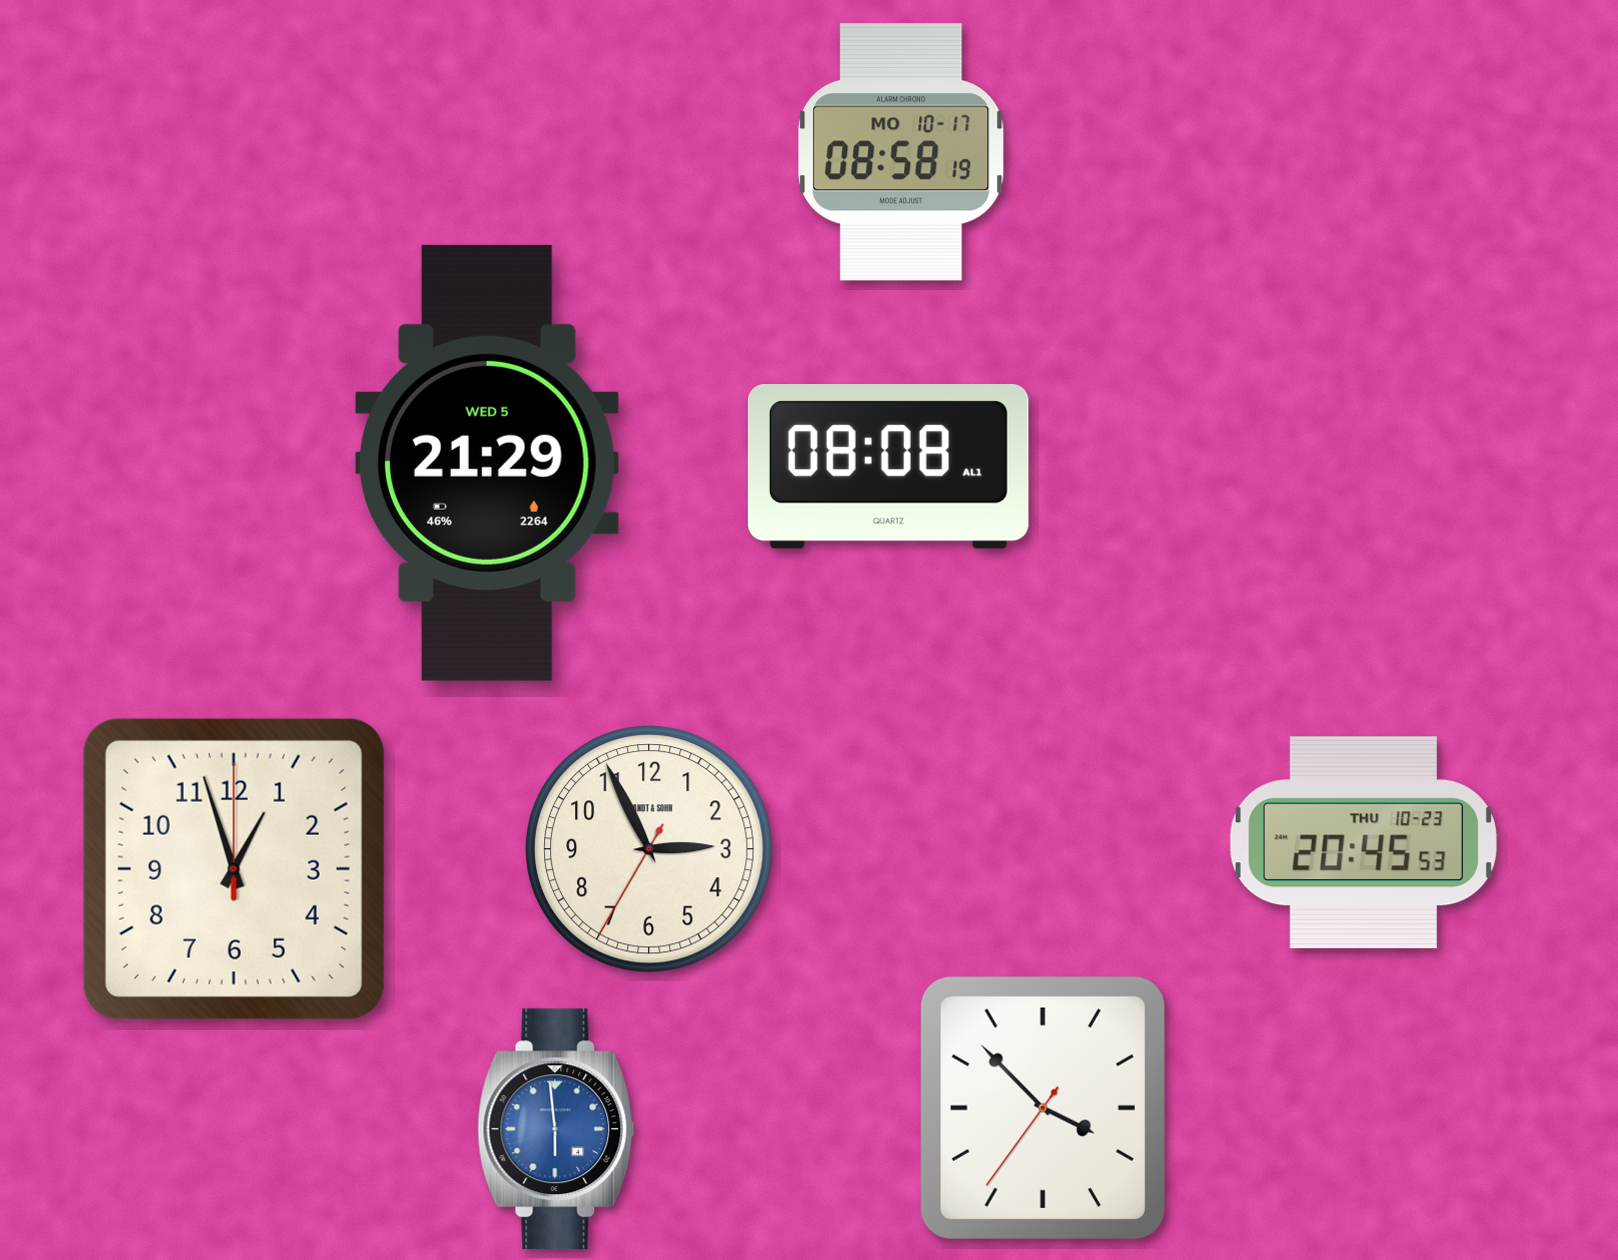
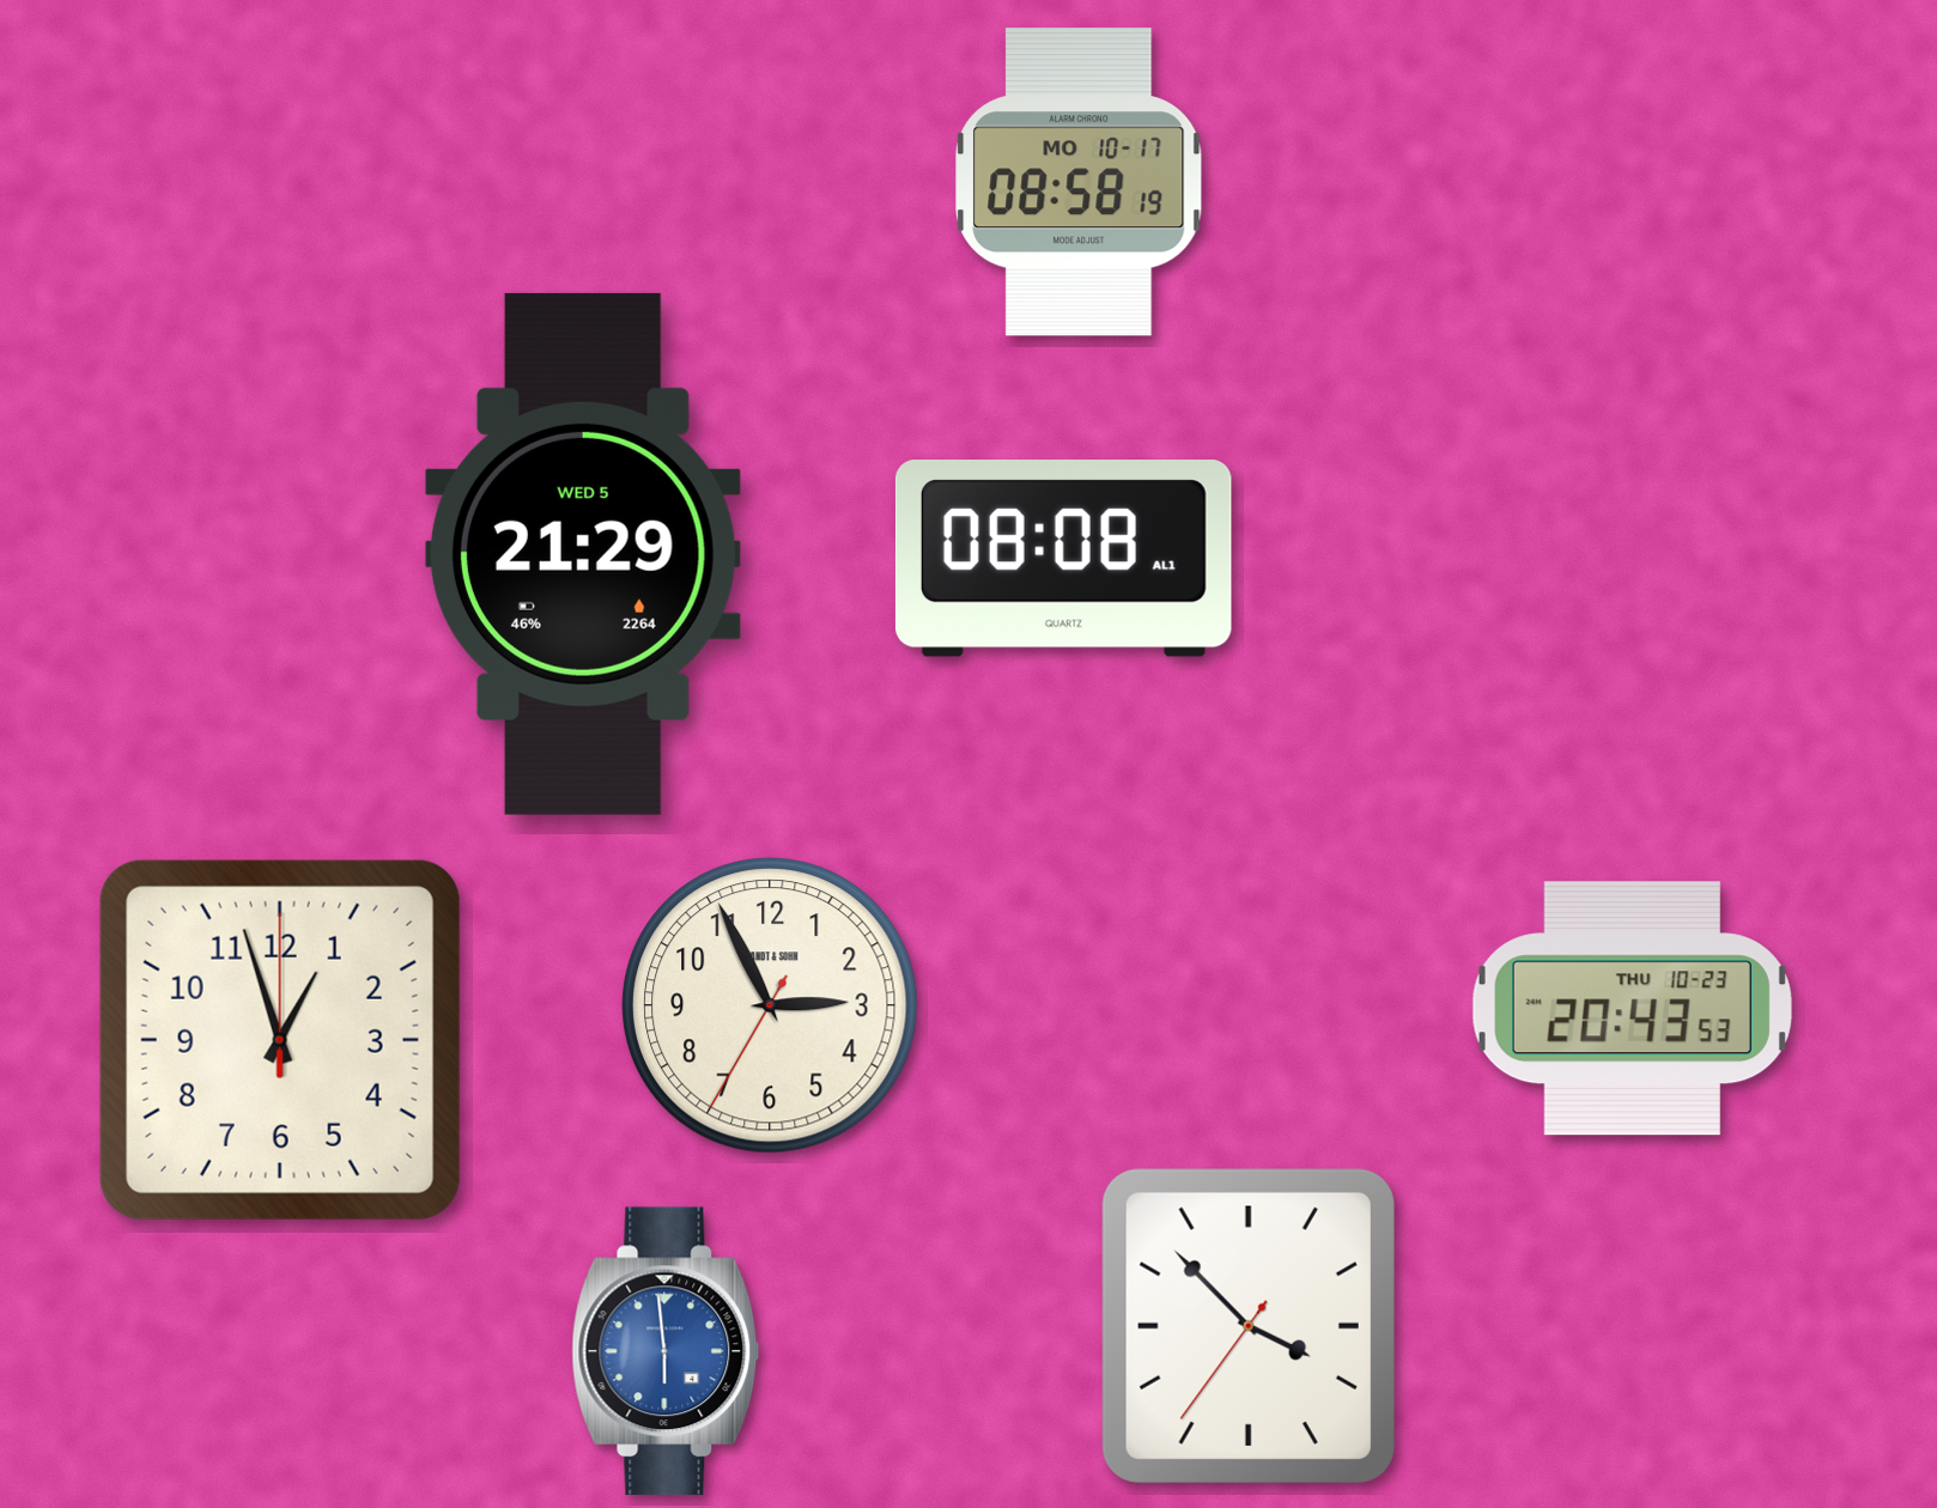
clock at (1363, 843): 20:45 -> 20:43
clock at (650, 850) position: (650, 850) -> (771, 1007)
